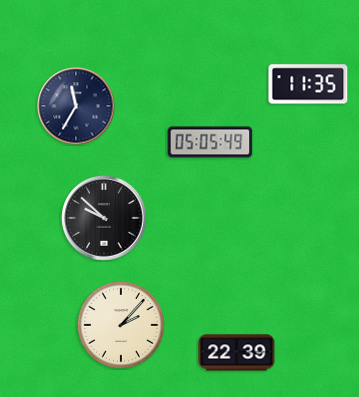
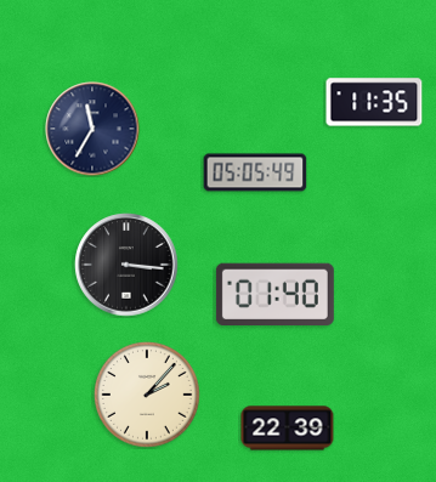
clock at (104, 218): 9:52 -> 3:16
clock at (274, 294): none -> 01:40
